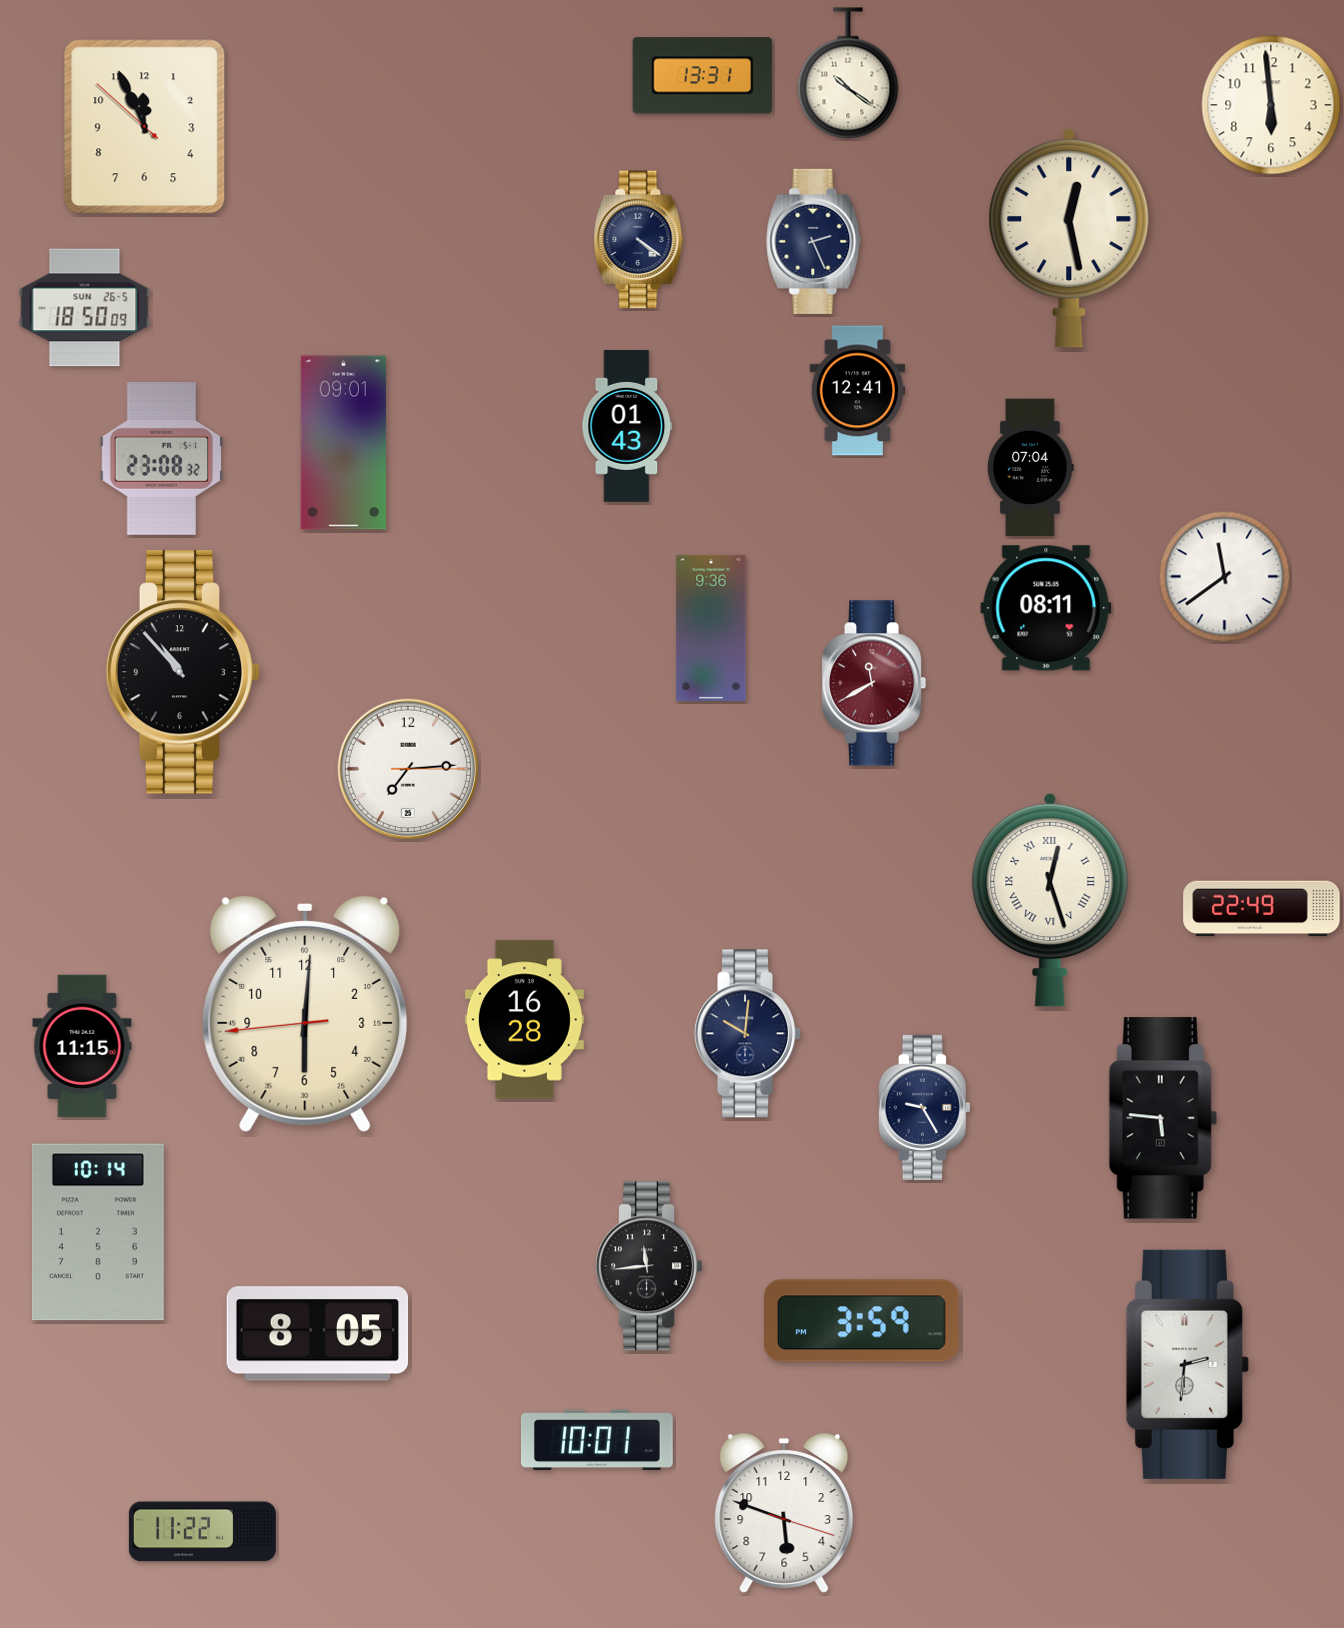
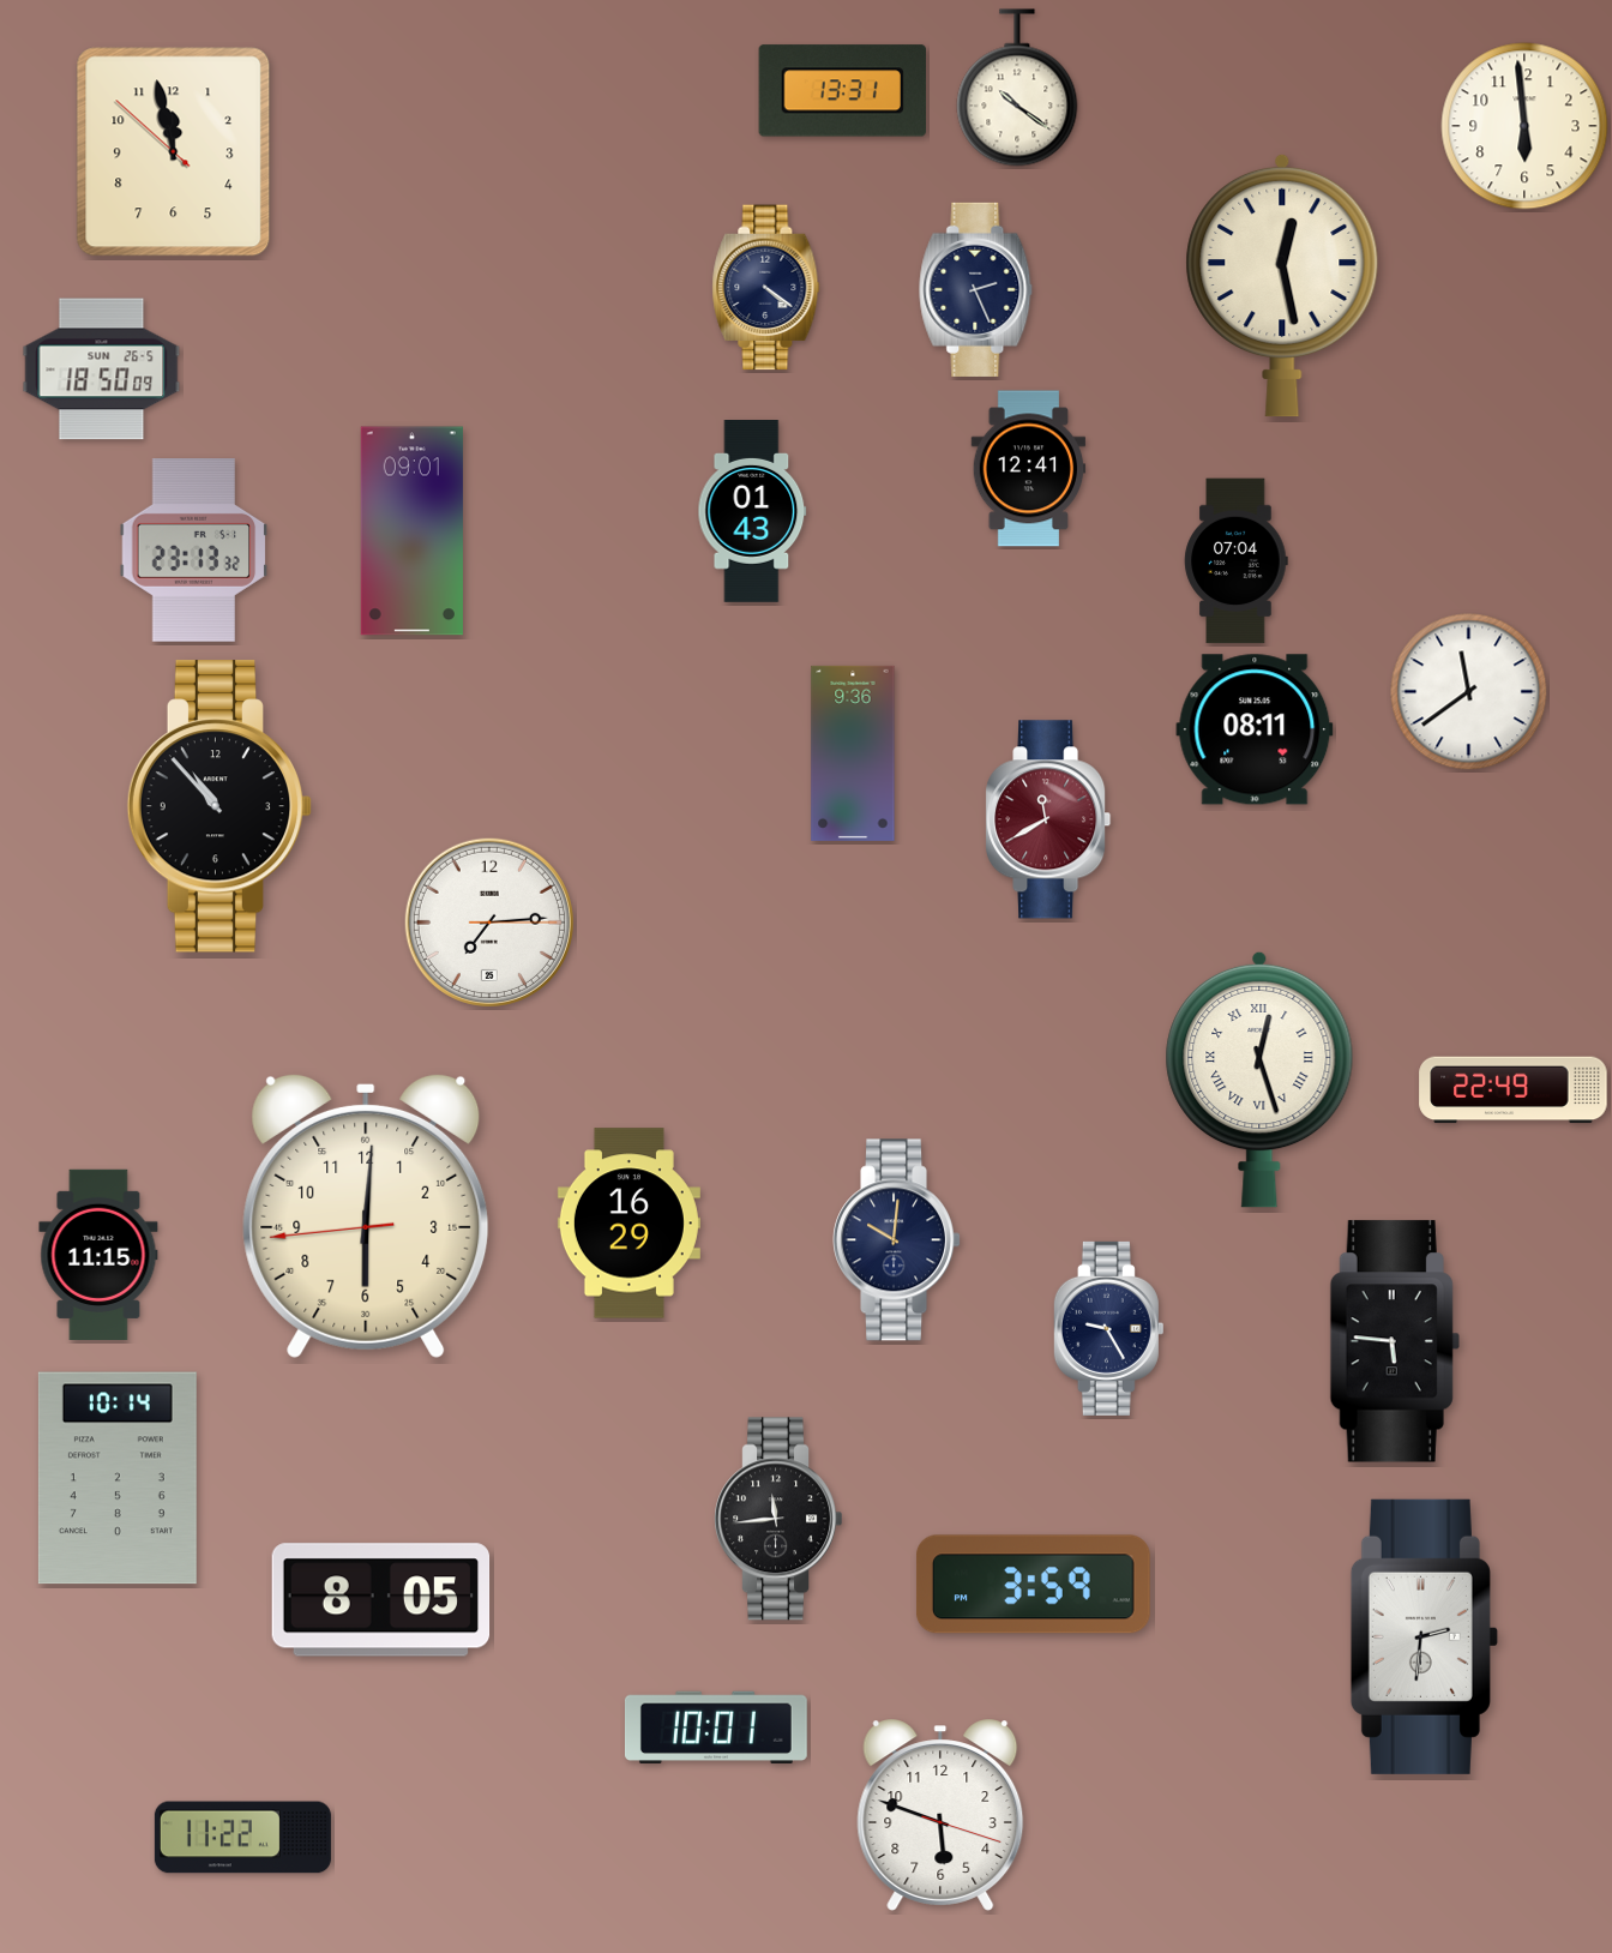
clock at (145, 127): 11:55 -> 11:57
clock at (162, 459): 23:08 -> 23:13
clock at (524, 1020): 16:28 -> 16:29
